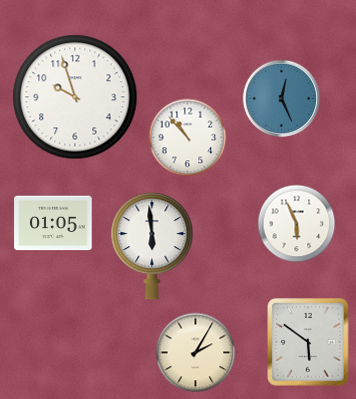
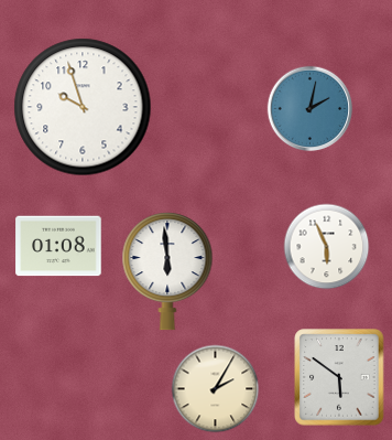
clock at (281, 98): 12:26 -> 2:02
clock at (187, 137): 10:53 -> none
clock at (53, 223): 01:05 -> 01:08
